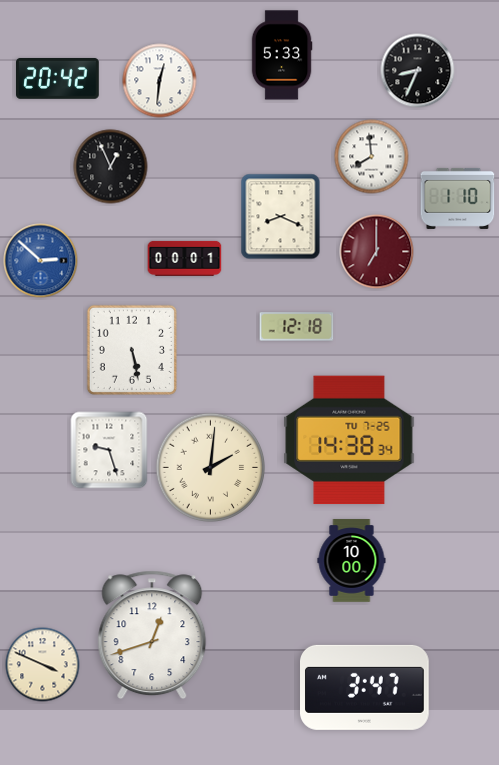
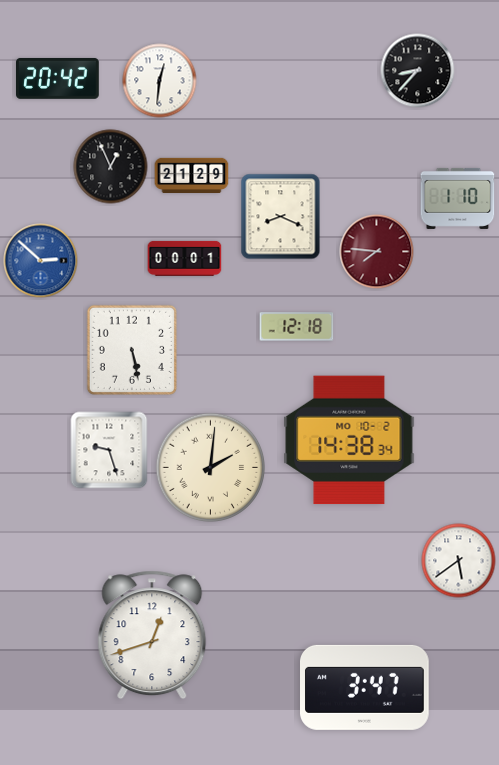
clock at (282, 55): 5:33 -> none
clock at (418, 71): 8:34 -> 8:37
clock at (372, 157): 7:59 -> none
clock at (192, 175): none -> 21:29
clock at (377, 252): 7:00 -> 7:46
clock at (349, 440) date: TU 7-25 -> MO 10-2
clock at (352, 561): 10:00 -> none
clock at (459, 561): none -> 5:39
clock at (43, 665): 3:49 -> none
